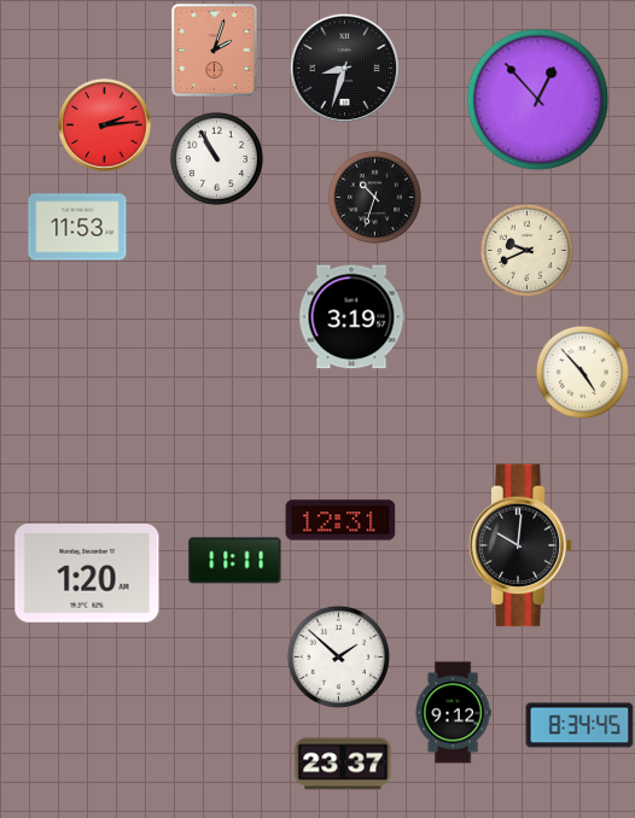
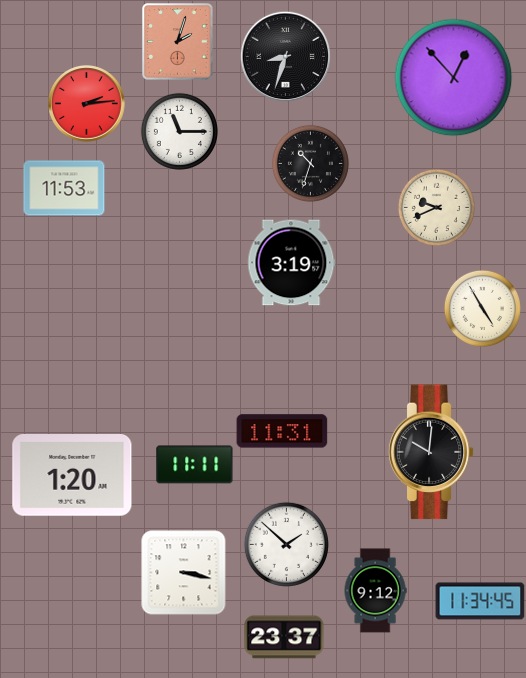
clock at (538, 100) position: (538, 100) -> (454, 78)
clock at (216, 158): 10:55 -> 11:15
clock at (582, 372): 4:53 -> 4:55
clock at (340, 520): 12:31 -> 11:31
clock at (338, 656) position: (338, 656) -> (286, 544)
clock at (184, 573): none -> 3:17
clock at (579, 725): 8:34 -> 11:34
clock at (343, 764) position: (343, 764) -> (284, 637)
